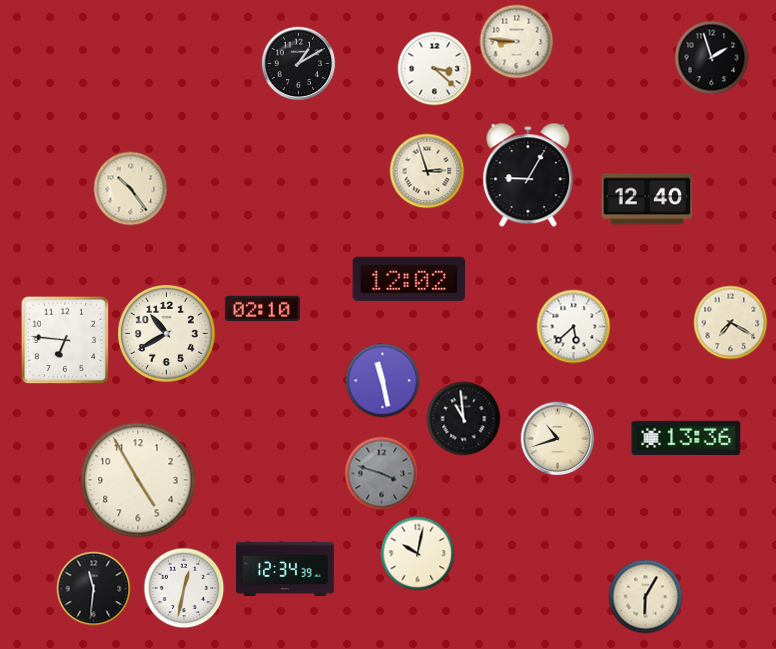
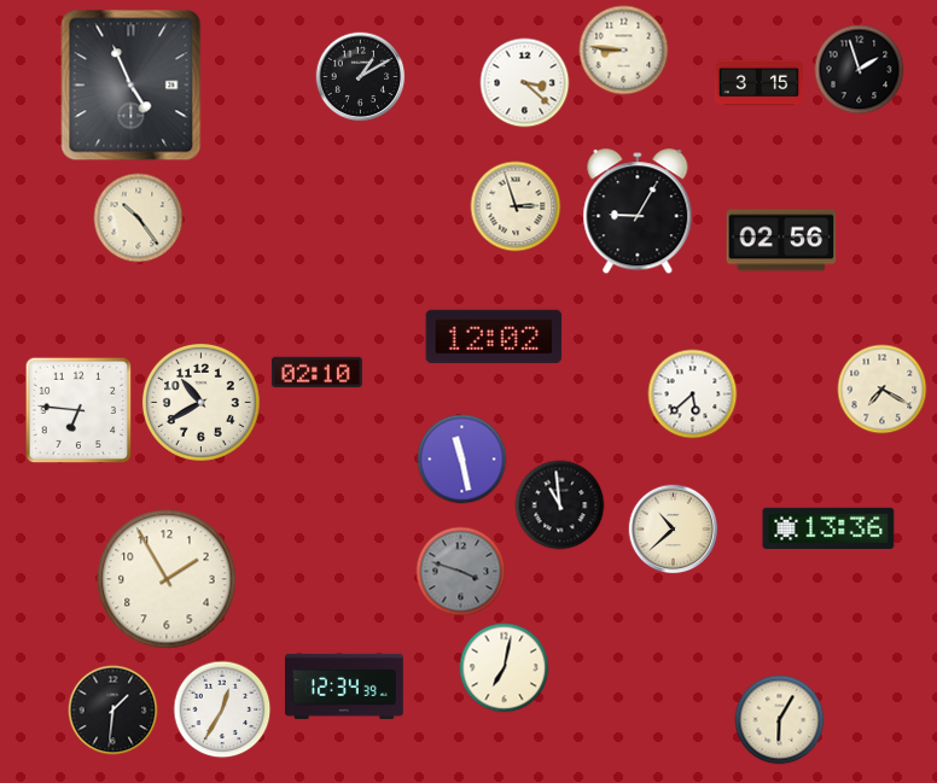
clock at (758, 83): none -> 3:15
clock at (132, 86): none -> 4:56
clock at (131, 189) position: (131, 189) -> (139, 218)
clock at (647, 199): 12:40 -> 02:56
clock at (558, 439): 10:42 -> 10:38
clock at (138, 480): 4:55 -> 1:55
clock at (418, 554): 10:02 -> 7:02
clock at (184, 588): 12:32 -> 12:35
clock at (94, 589): 11:31 -> 1:31
